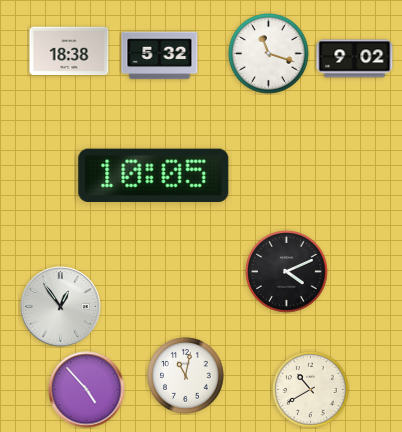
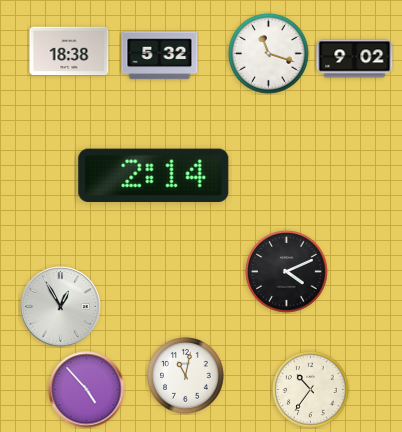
clock at (154, 175): 10:05 -> 2:14
clock at (61, 307): 12:54 -> 12:55
clock at (311, 390): 10:40 -> 10:36
